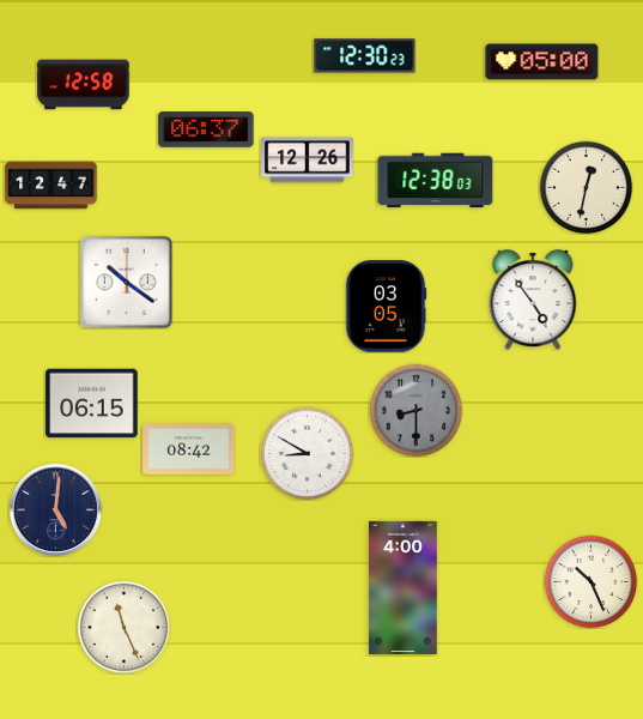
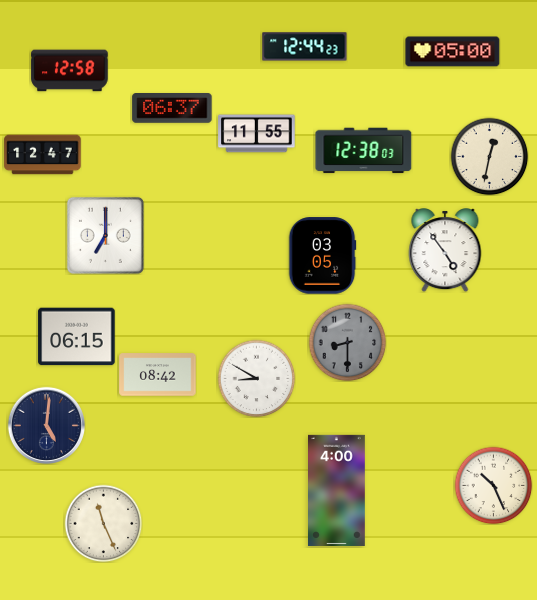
clock at (365, 56): 12:30 -> 12:44
clock at (308, 161): 12:26 -> 11:55
clock at (126, 282): 10:21 -> 7:00
